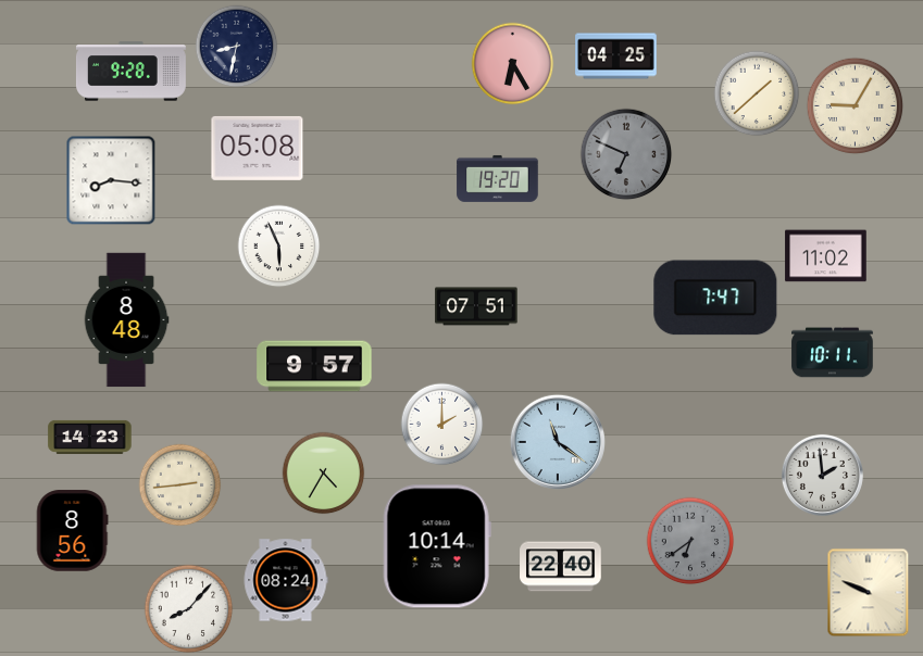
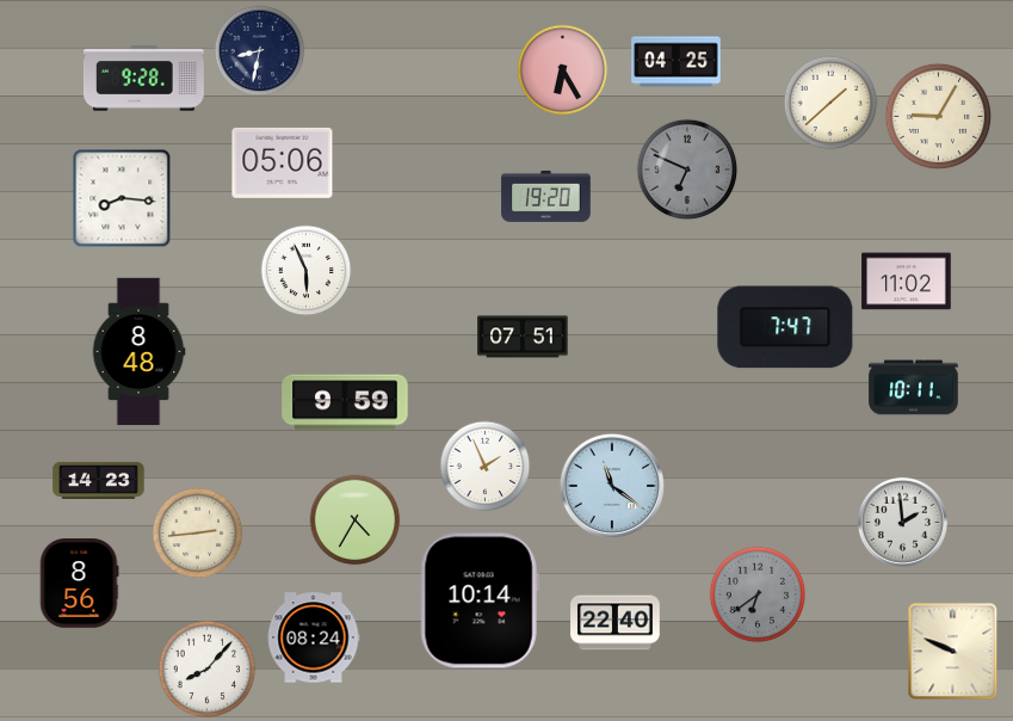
clock at (258, 148): 05:08 -> 05:06
clock at (314, 366): 9:57 -> 9:59
clock at (442, 425): 2:00 -> 1:56
